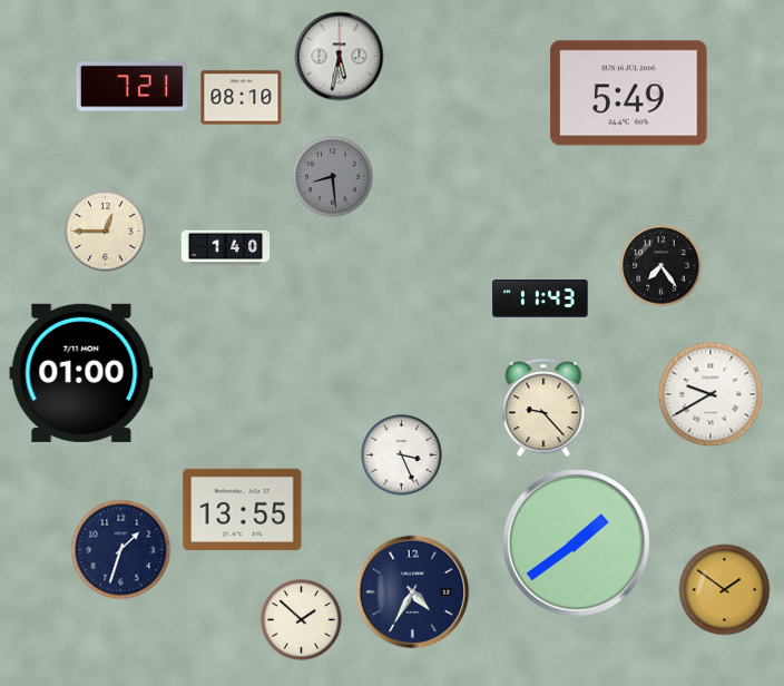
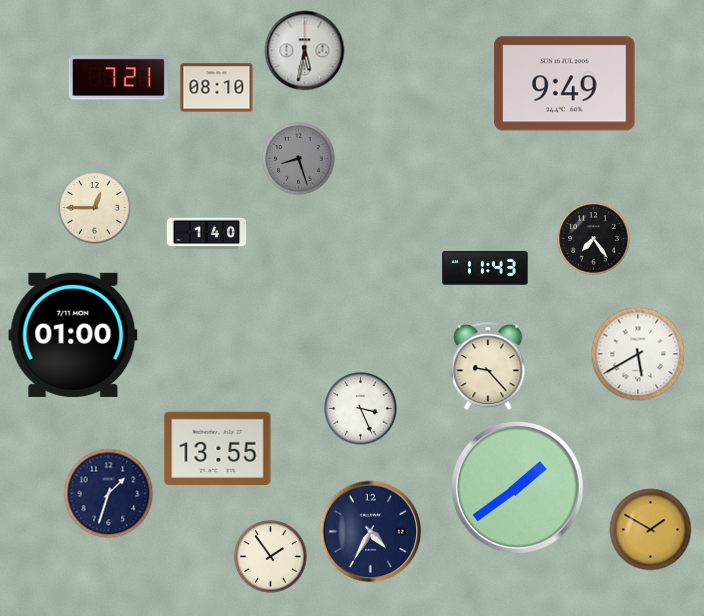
clock at (629, 94): 5:49 -> 9:49
clock at (333, 177): 8:29 -> 8:27
clock at (226, 248) position: (226, 248) -> (207, 234)
clock at (710, 394): 9:40 -> 5:40
clock at (243, 509) position: (243, 509) -> (218, 448)
clock at (725, 590): 1:51 -> 1:50
clock at (302, 620): 1:52 -> 1:54
